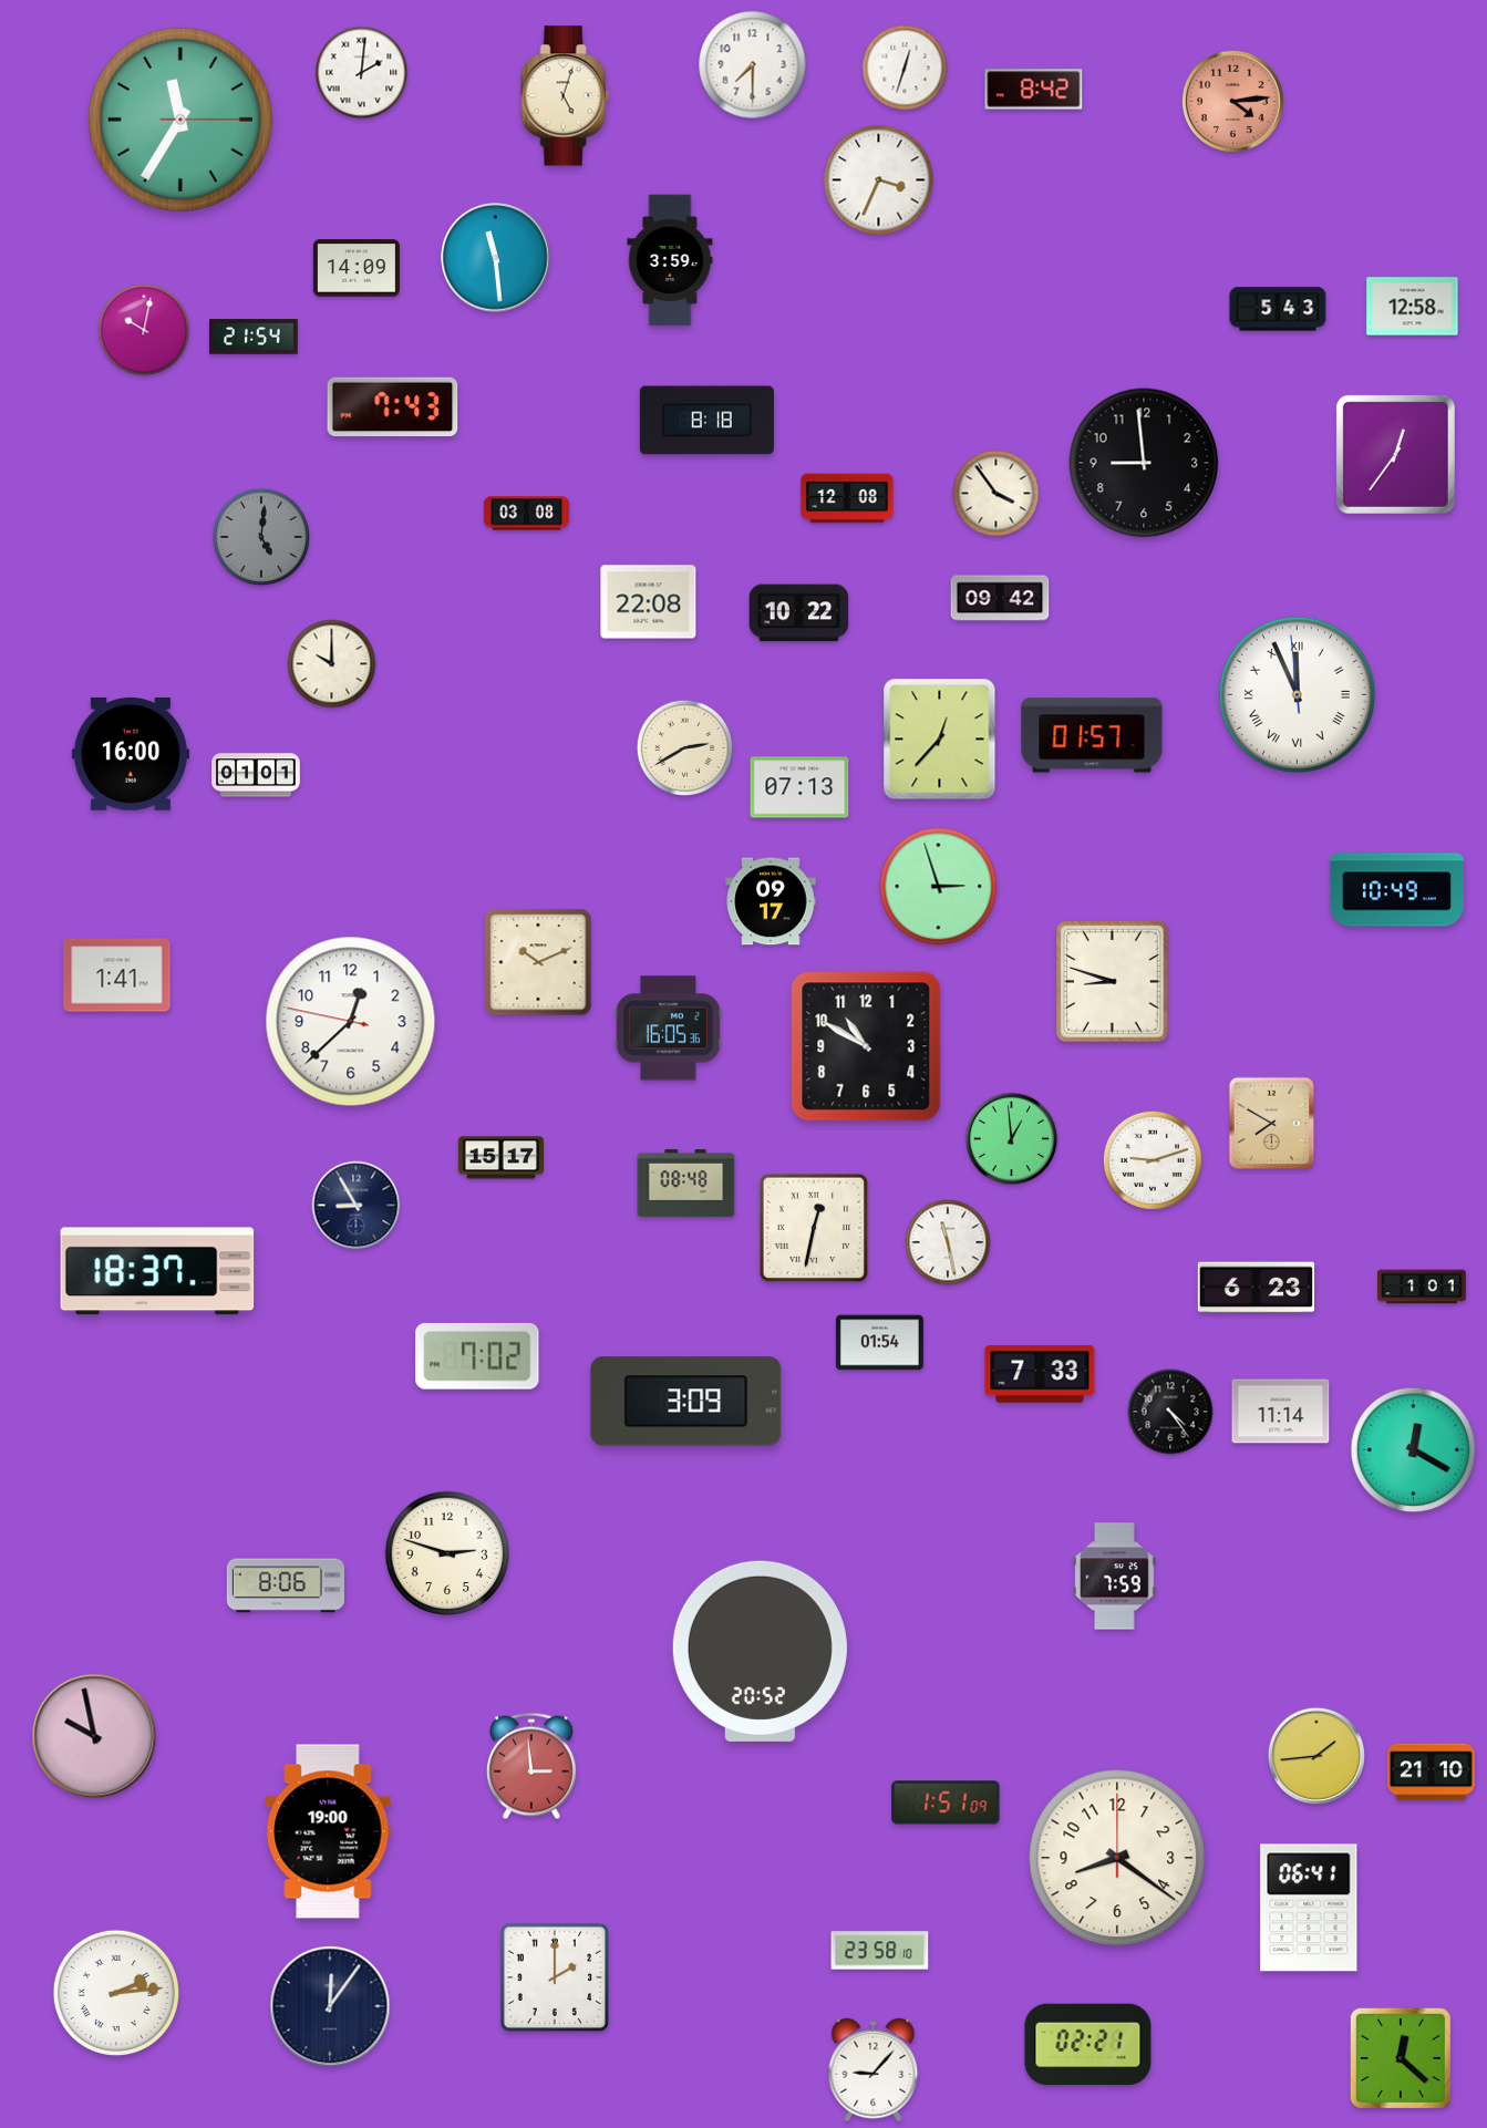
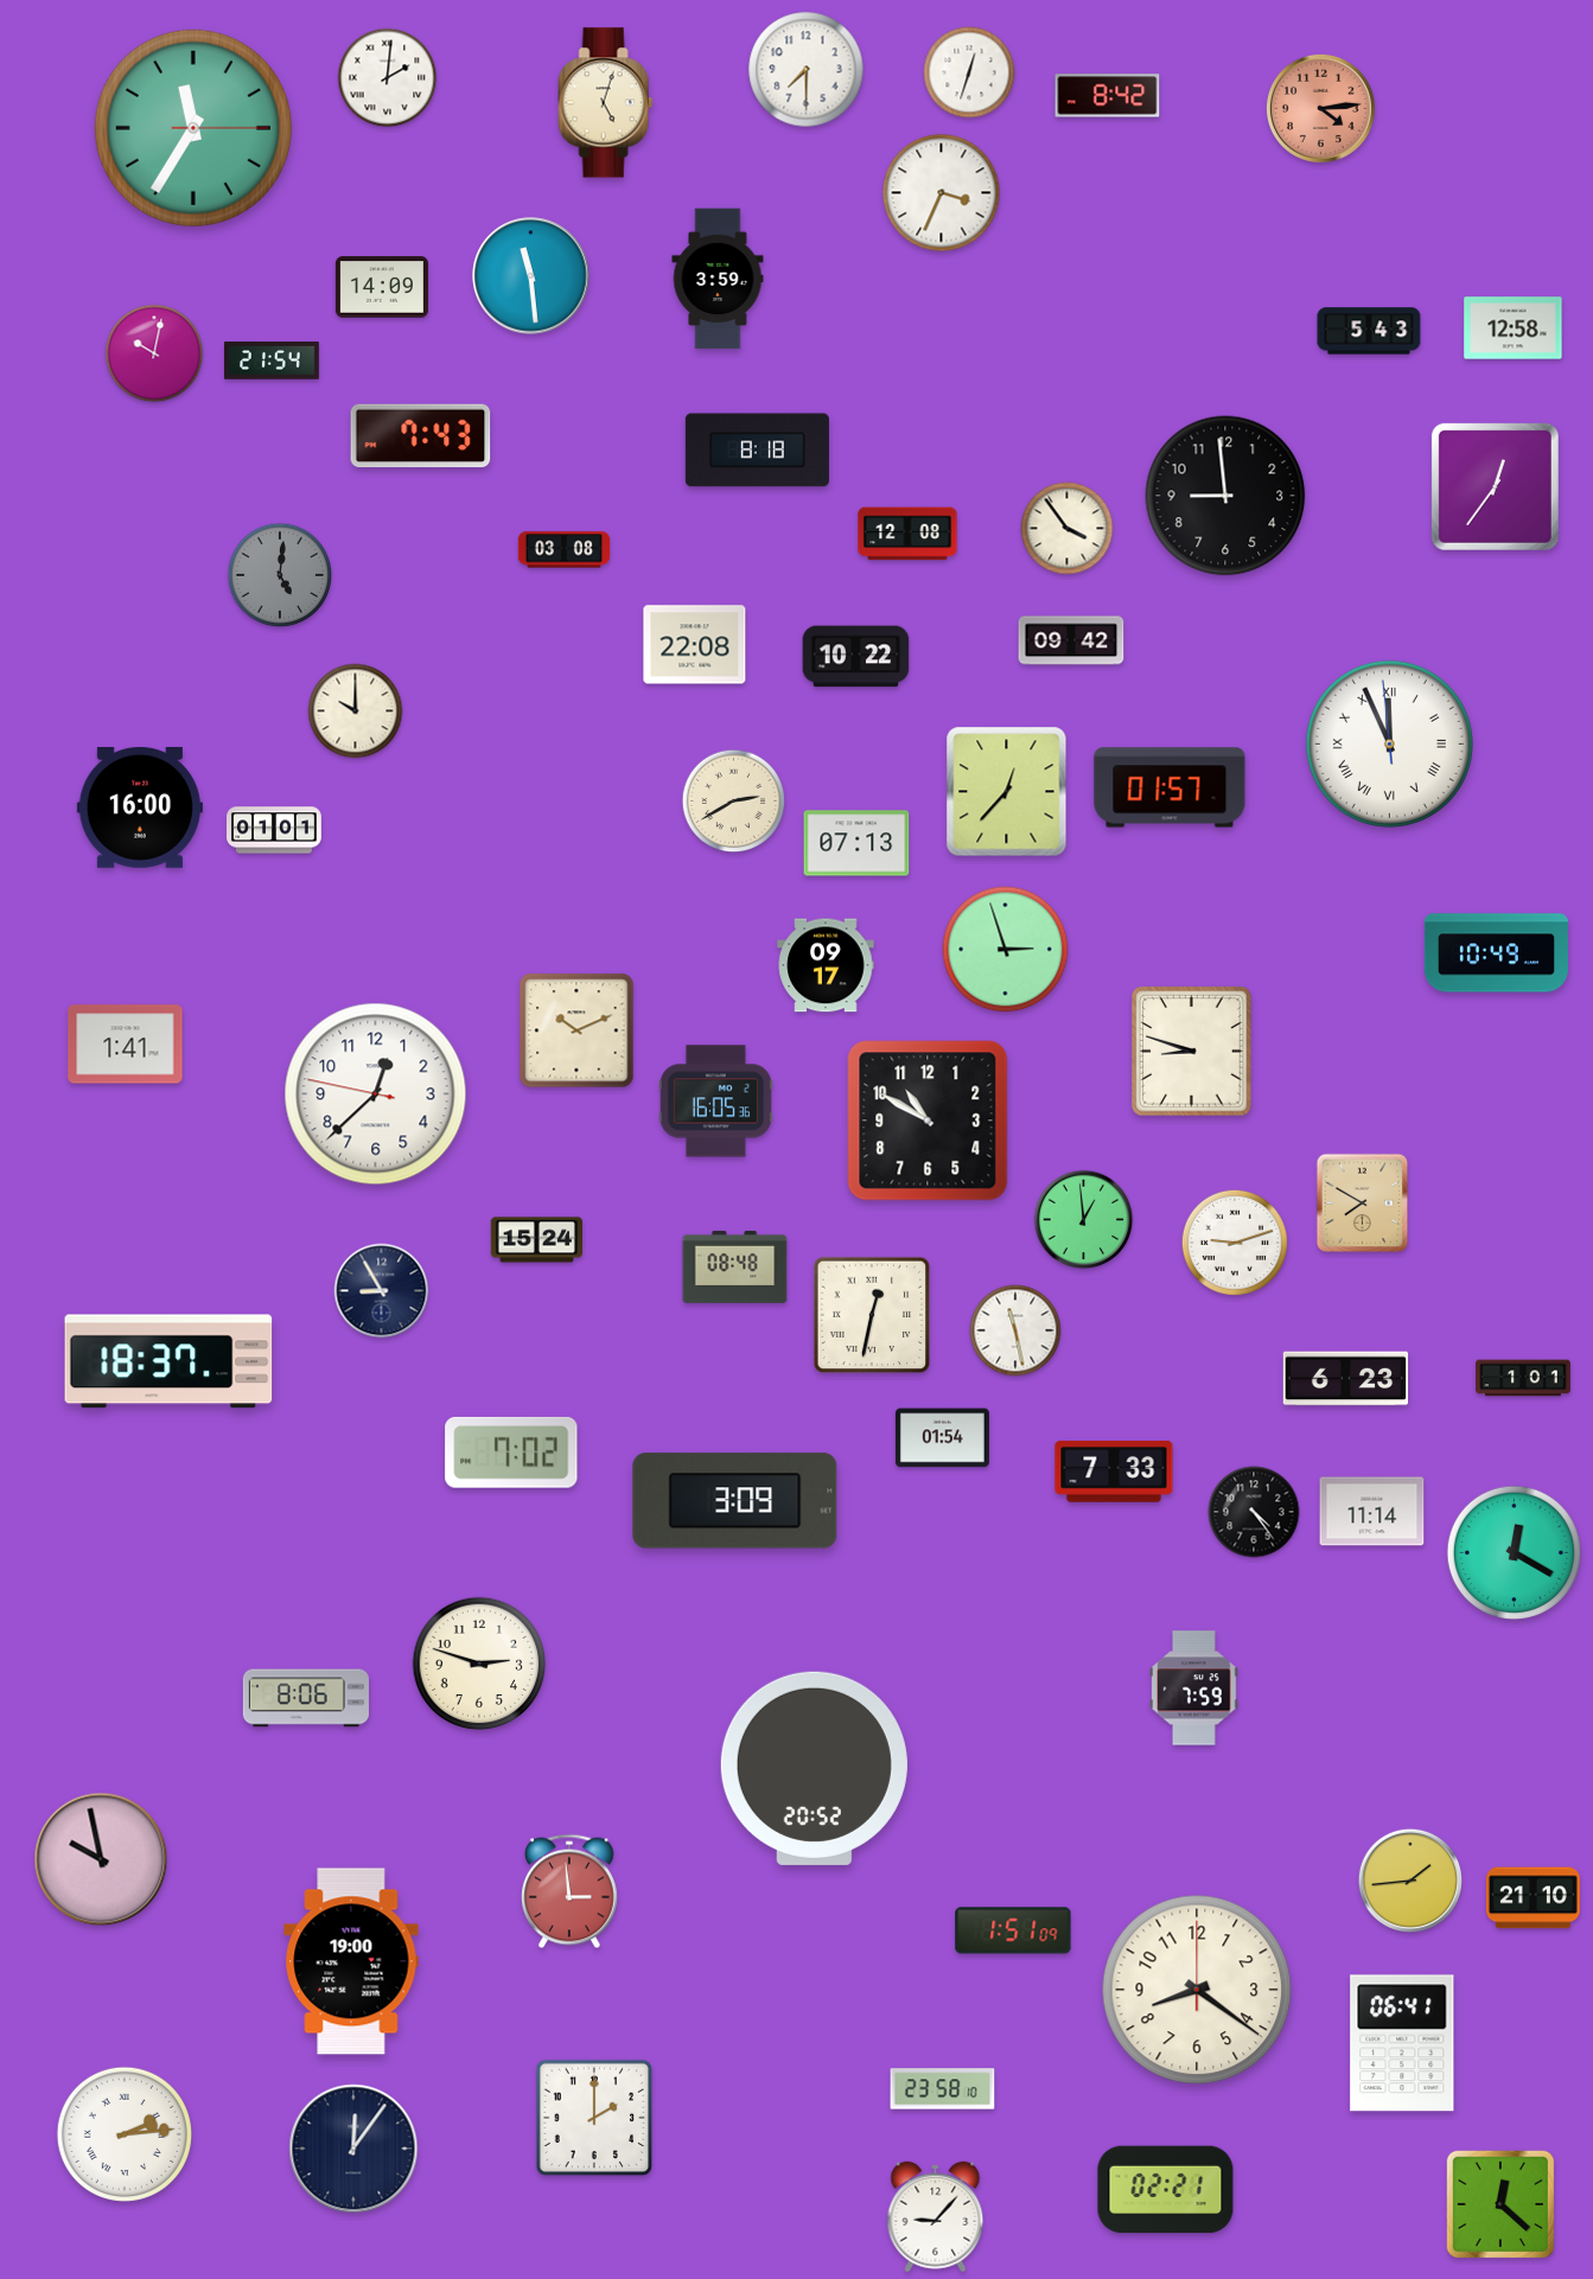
clock at (500, 1158): 15:17 -> 15:24
